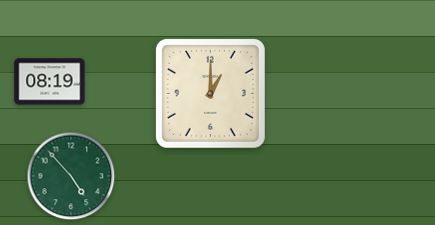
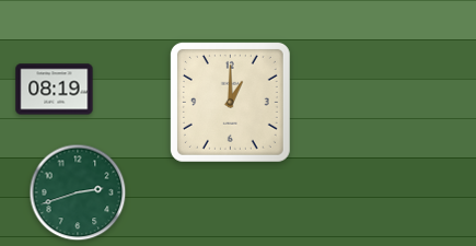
clock at (71, 176): 4:53 -> 2:42
